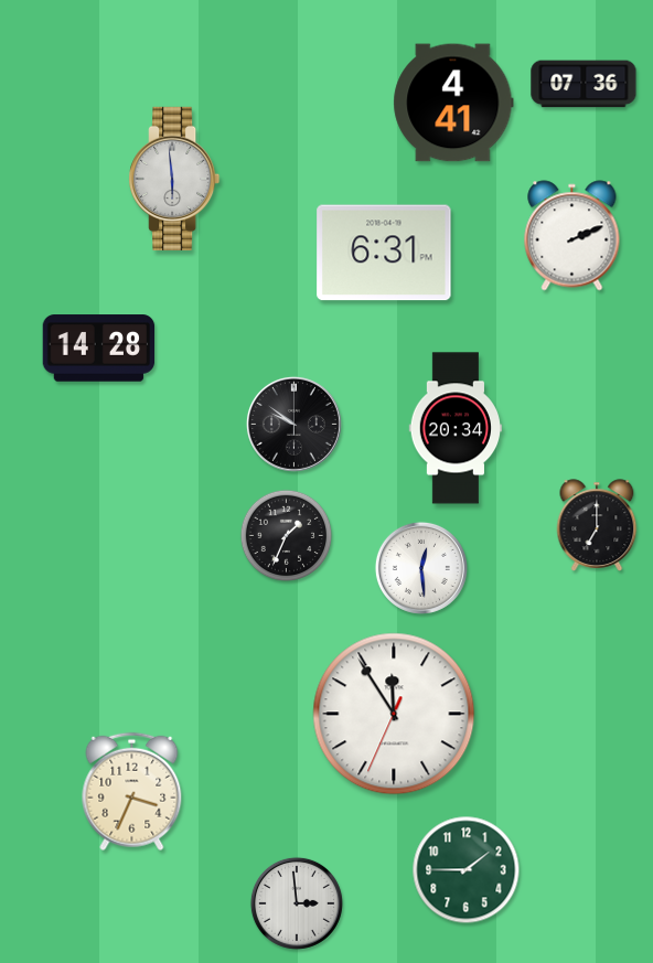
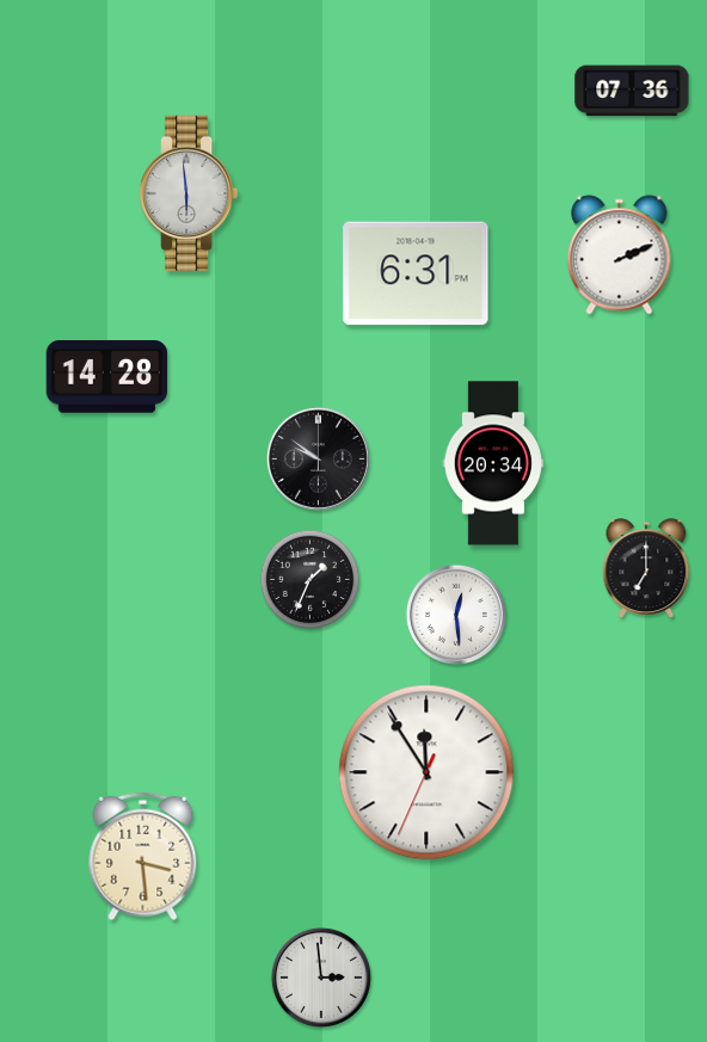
clock at (453, 103): 4:41 -> none
clock at (132, 792): 3:34 -> 3:29
clock at (467, 870): 1:45 -> none
